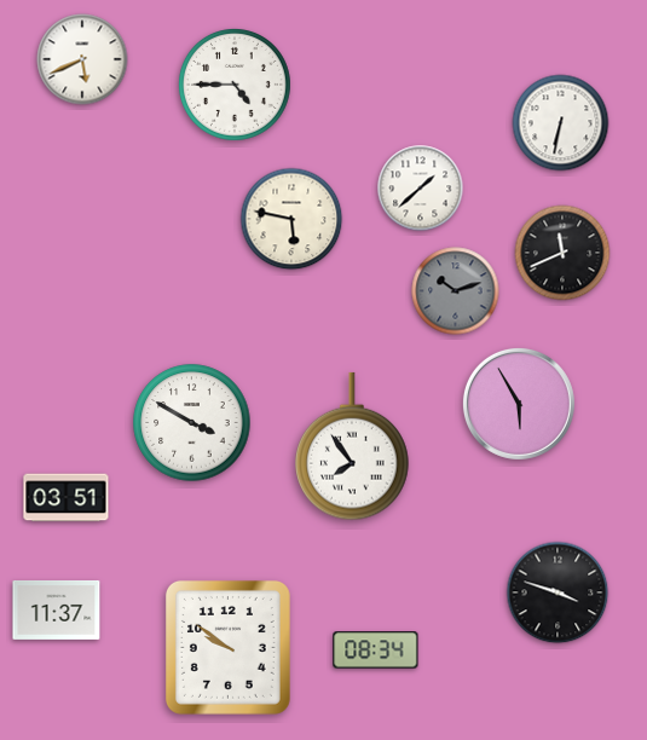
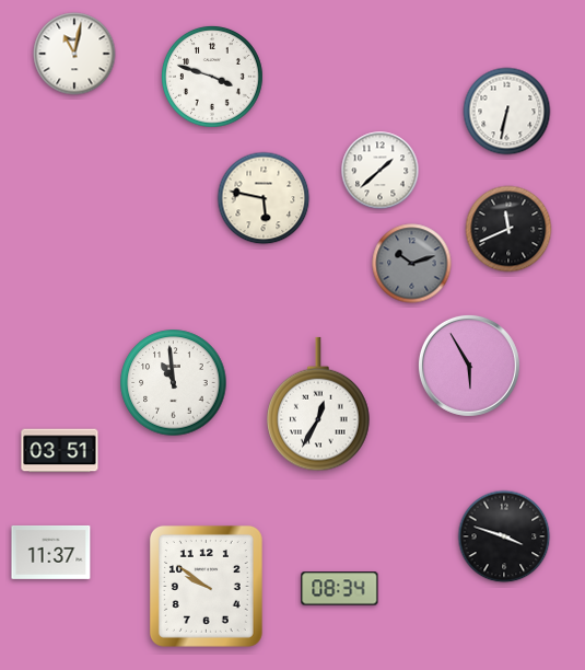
clock at (82, 59): 5:41 -> 11:02
clock at (235, 85): 4:45 -> 3:48
clock at (192, 423): 3:50 -> 10:59
clock at (352, 446): 7:54 -> 12:35
